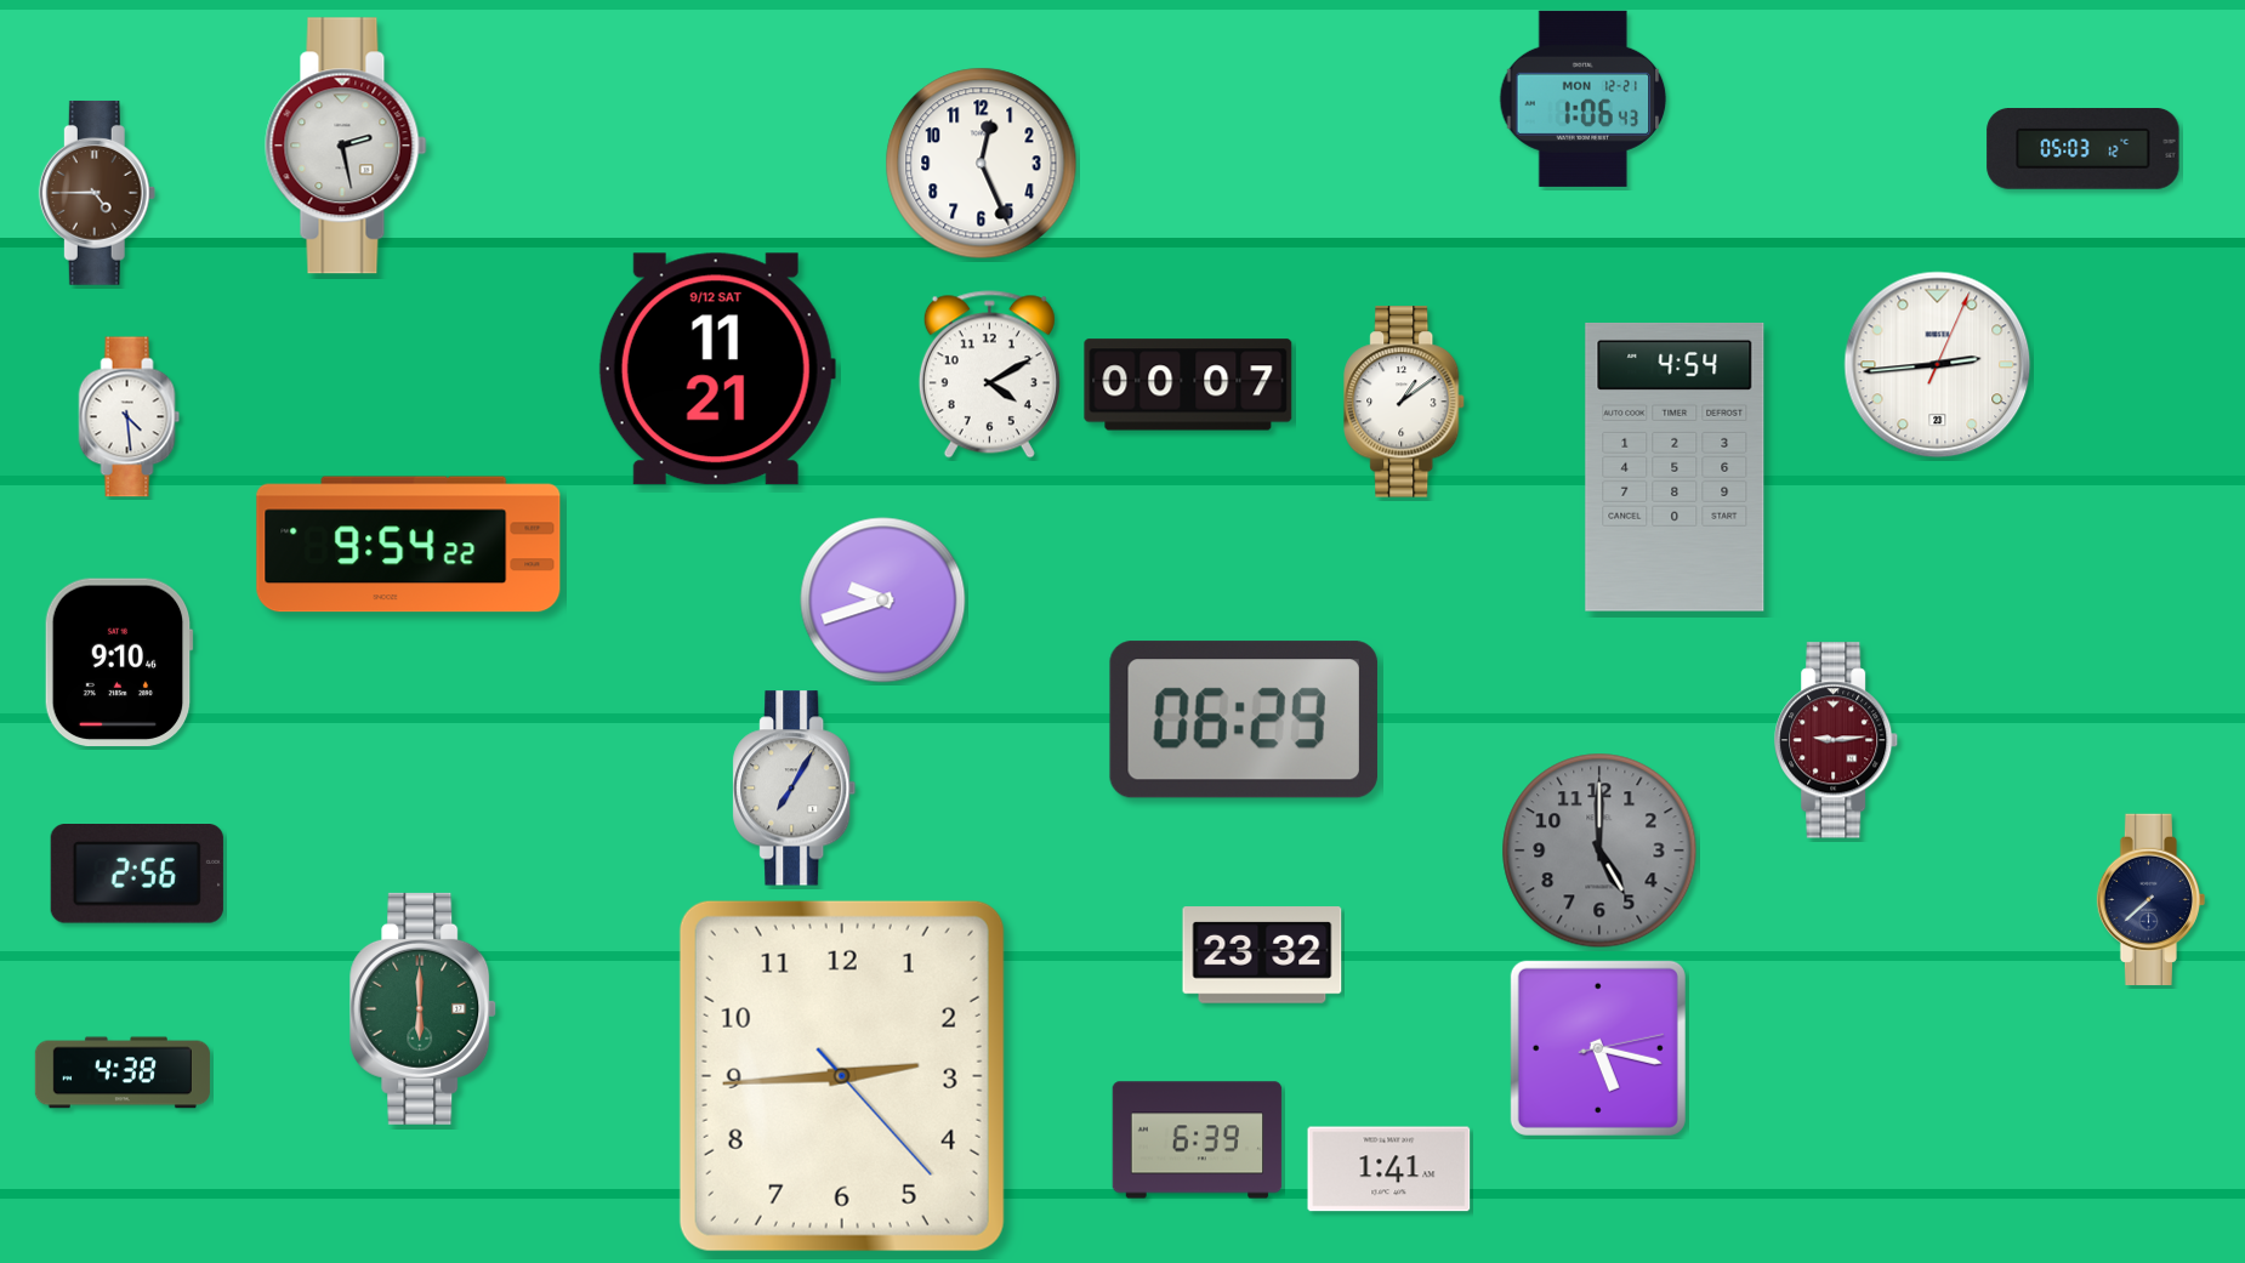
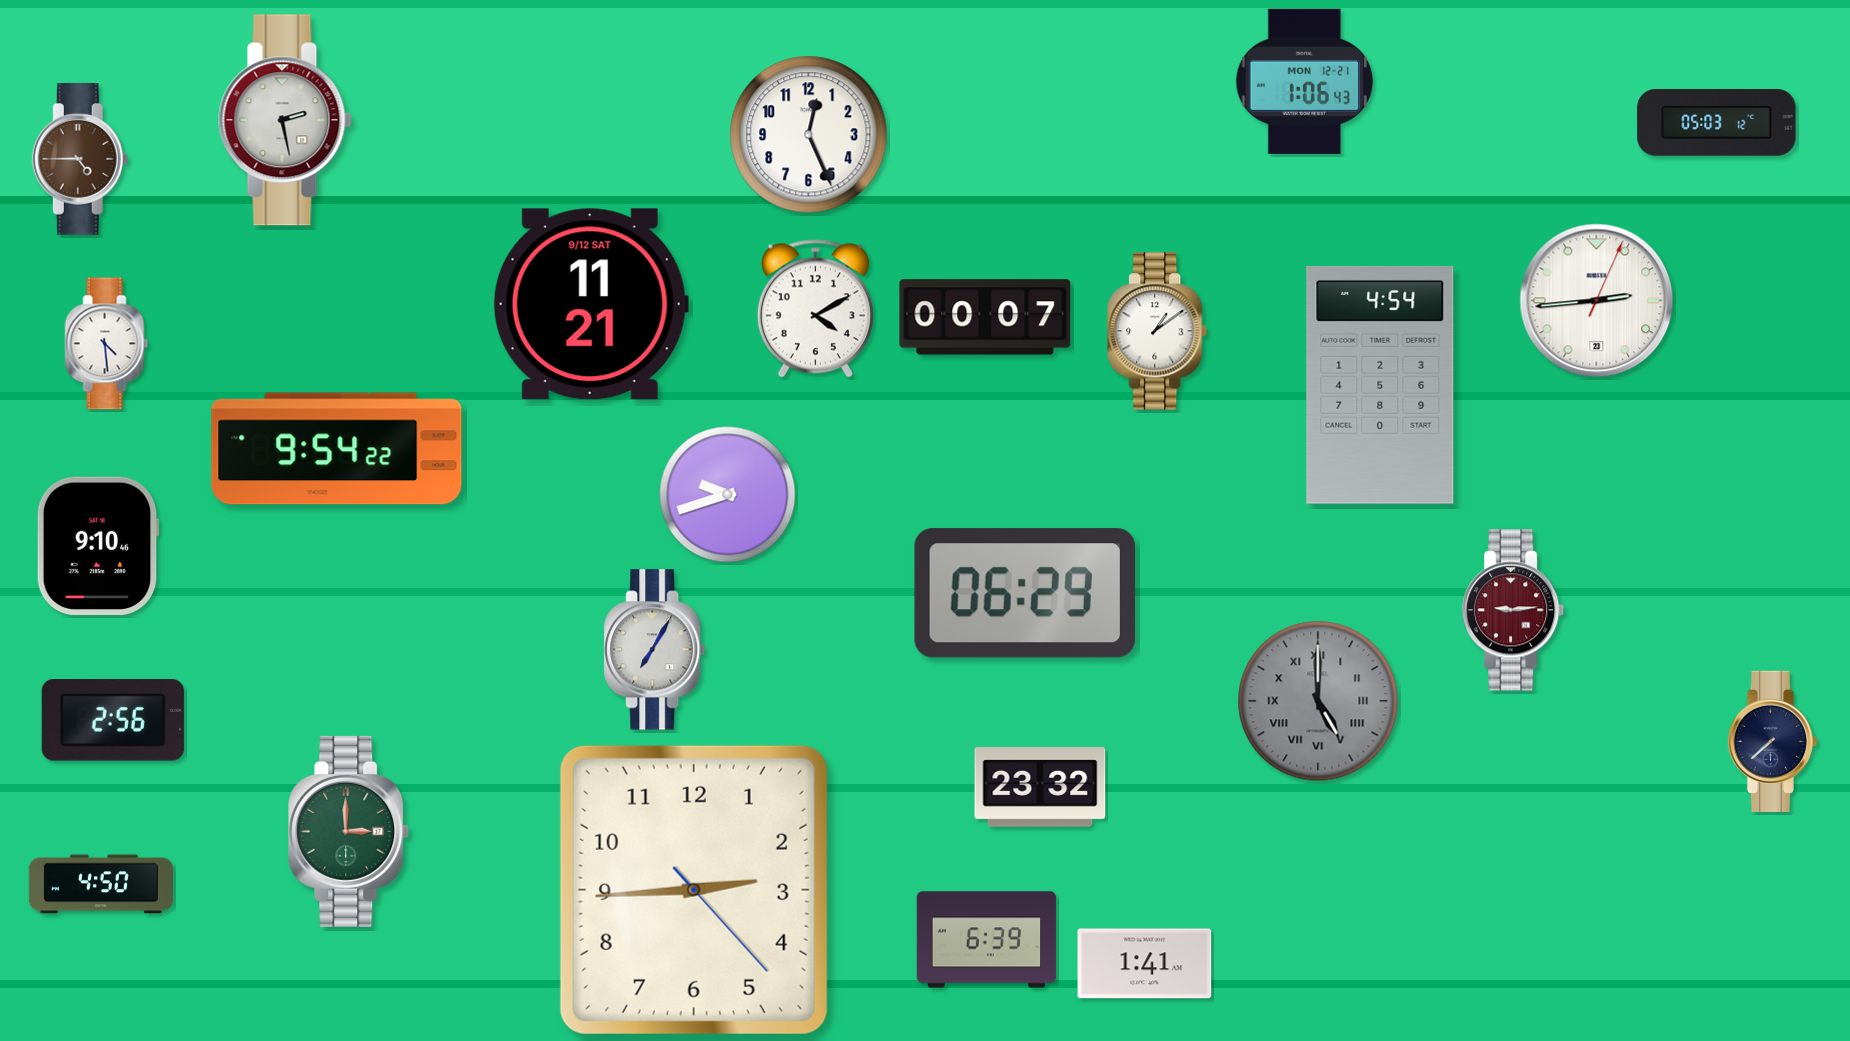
clock at (1188, 385) position: (1188, 385) -> (985, 317)
clock at (1599, 850) numerals: Arabic -> Roman
clock at (424, 1008): 6:00 -> 3:00
clock at (1598, 1048): 5:17 -> none
clock at (123, 1073): 4:38 -> 4:50
clock at (842, 1076) position: (842, 1076) -> (694, 890)
